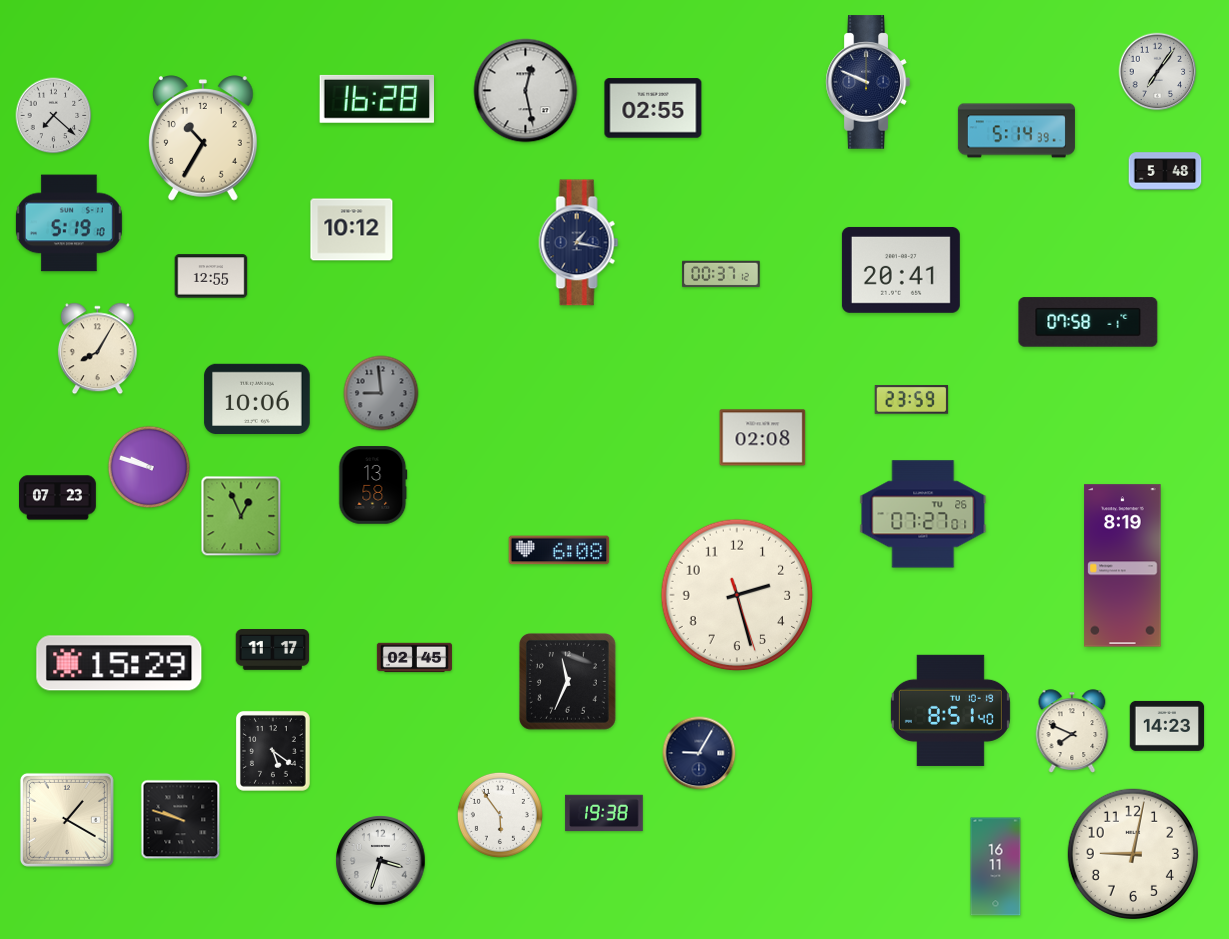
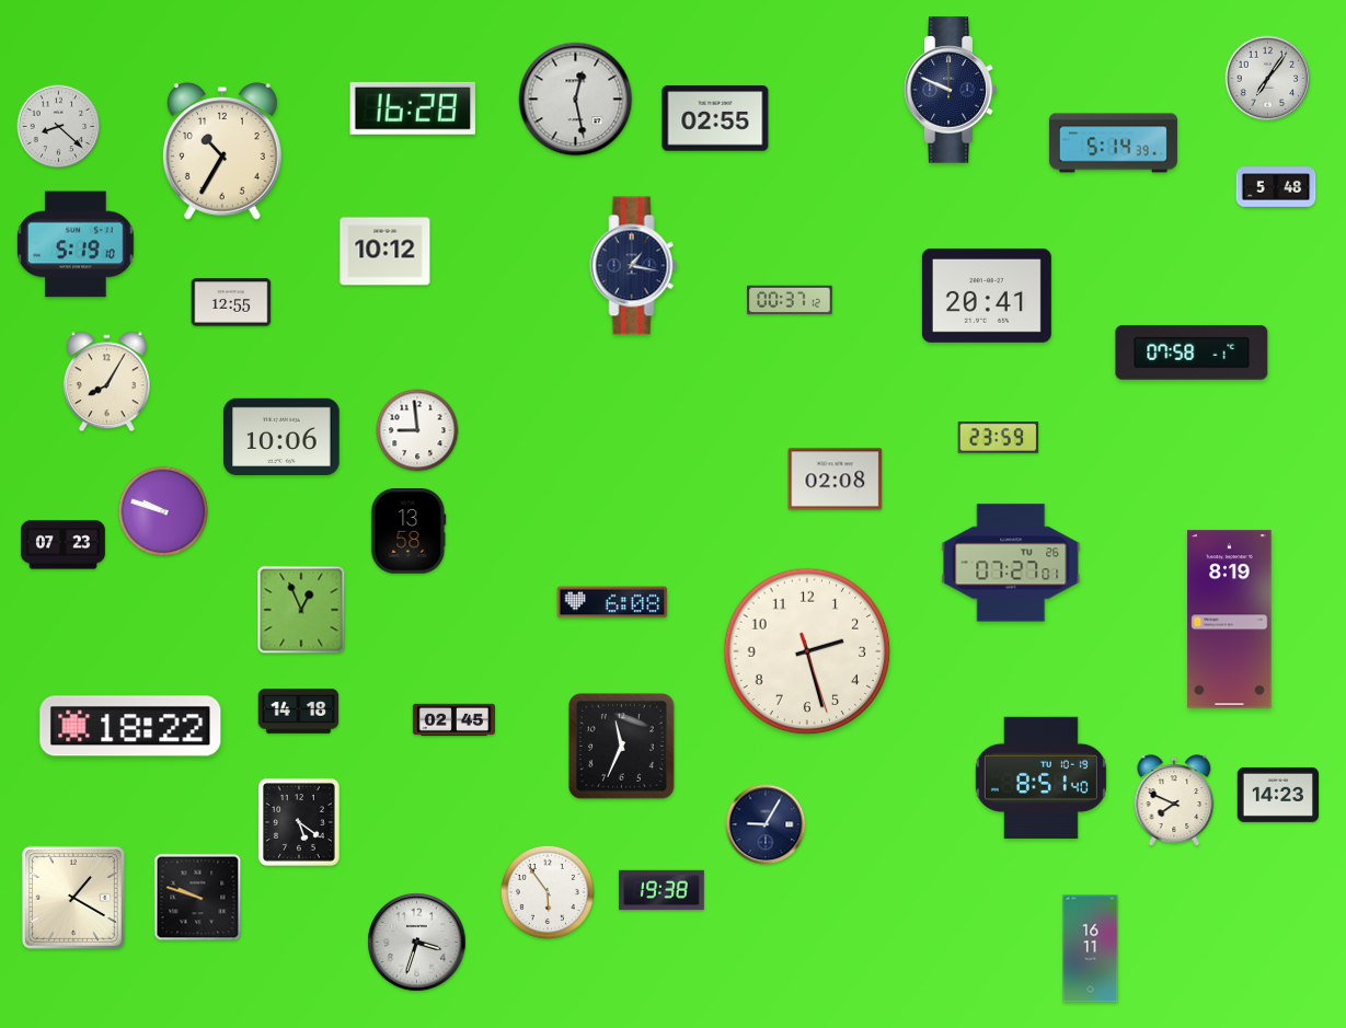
clock at (54, 116): 7:22 -> 8:22
clock at (381, 393) dial: grey -> white
clock at (241, 516) position: (241, 516) -> (301, 610)
clock at (273, 650): 11:17 -> 14:18
clock at (119, 663): 15:29 -> 18:22
clock at (1133, 854): 9:02 -> none
